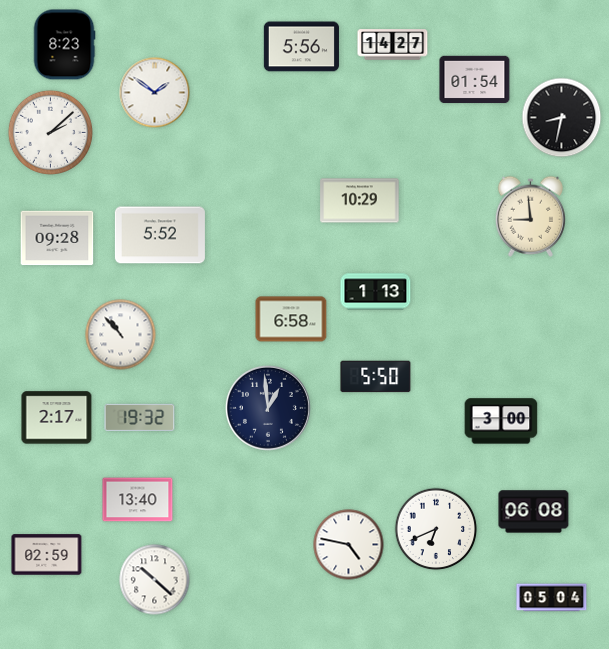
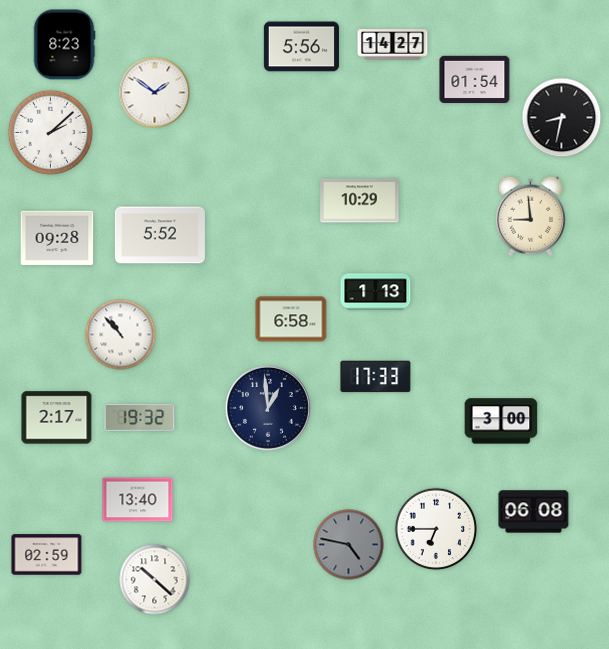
clock at (376, 377): 5:50 -> 17:33
clock at (436, 529): 6:41 -> 6:45
clock at (349, 545) dial: white -> grey
clock at (552, 598): 05:04 -> none
